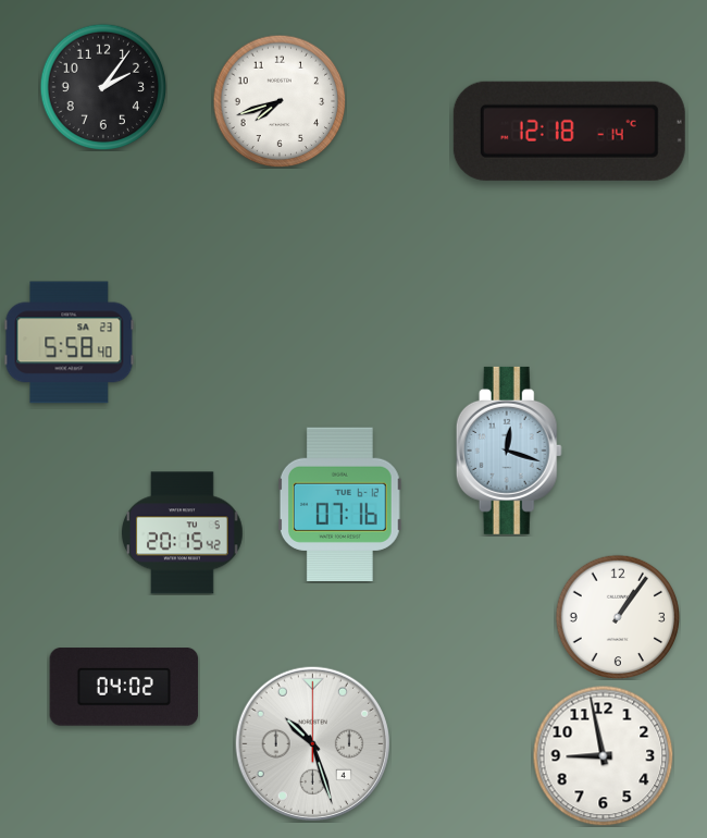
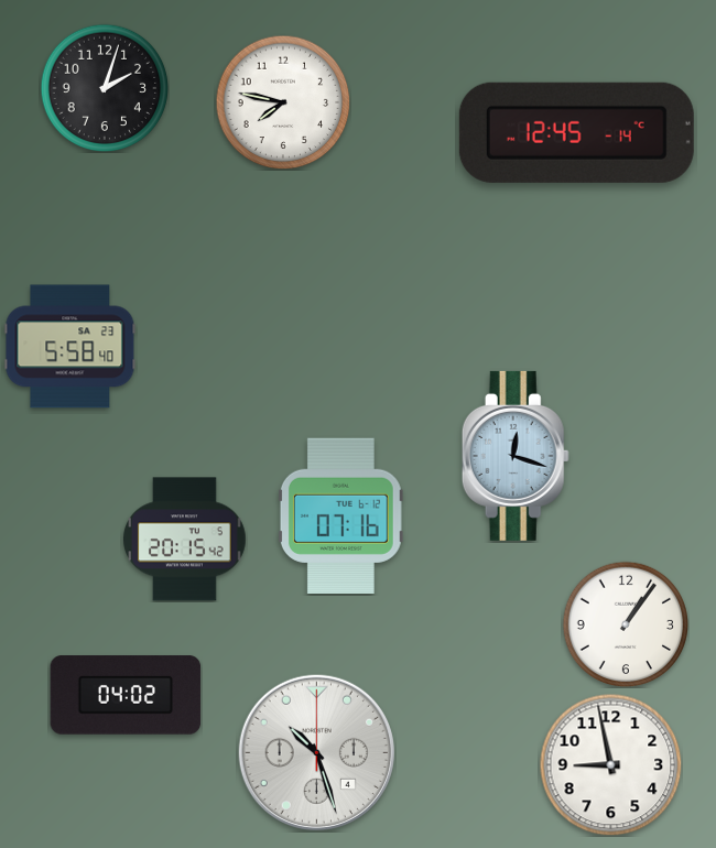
clock at (103, 87): 2:06 -> 2:03
clock at (280, 101): 7:42 -> 7:47
clock at (569, 131): 12:18 -> 12:45
clock at (339, 504) position: (339, 504) -> (340, 515)
